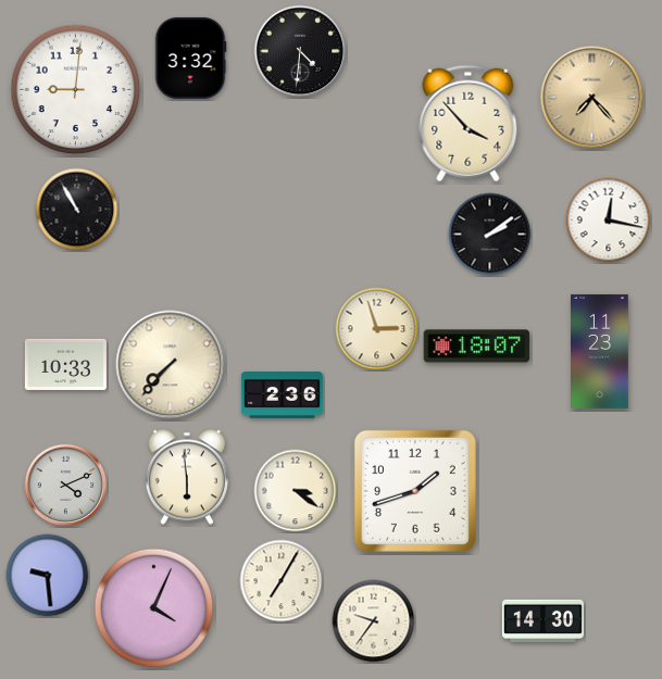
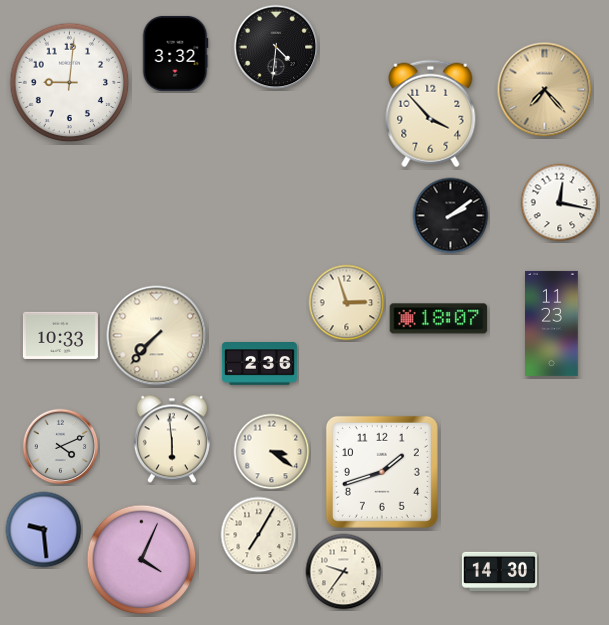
clock at (77, 210): 10:55 -> none
clock at (415, 491) position: (415, 491) -> (382, 472)
